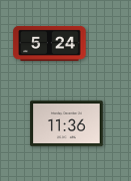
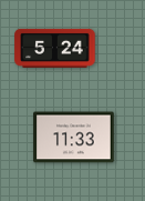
clock at (67, 124): 11:36 -> 11:33
